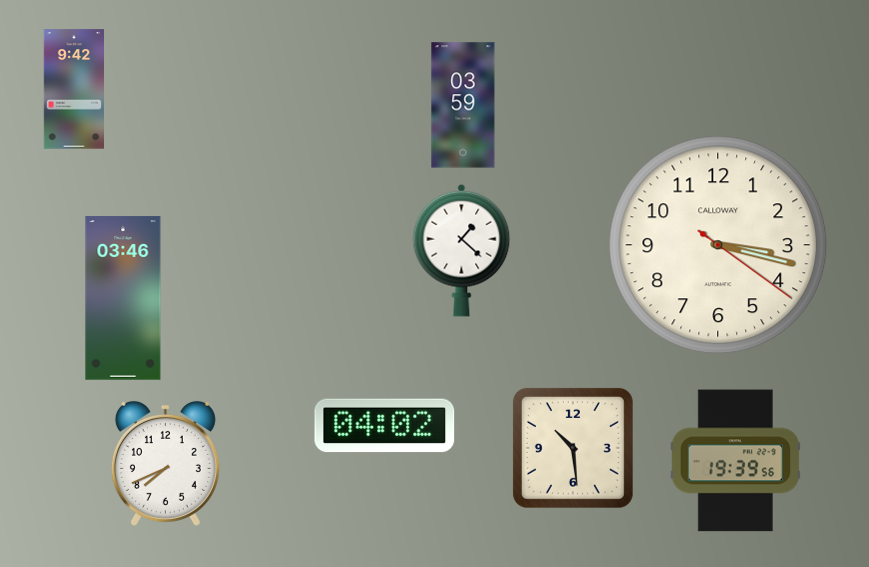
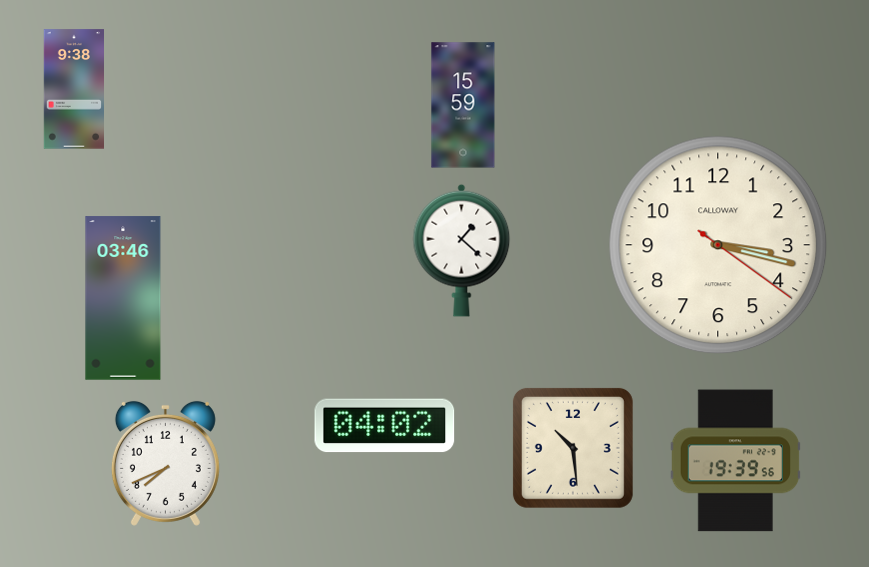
clock at (73, 89): 9:42 -> 9:38
clock at (463, 105): 03:59 -> 15:59
